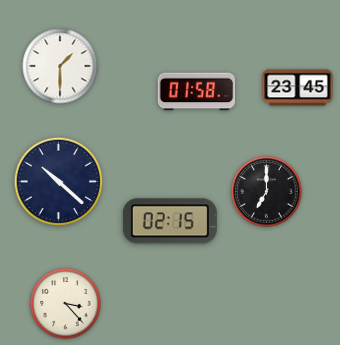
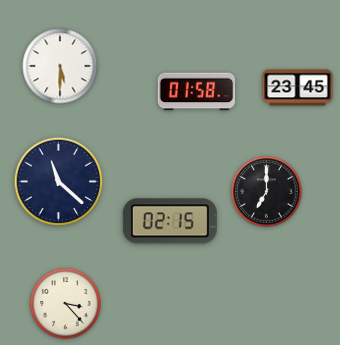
clock at (60, 66): 1:30 -> 5:30
clock at (59, 182): 10:22 -> 11:22
